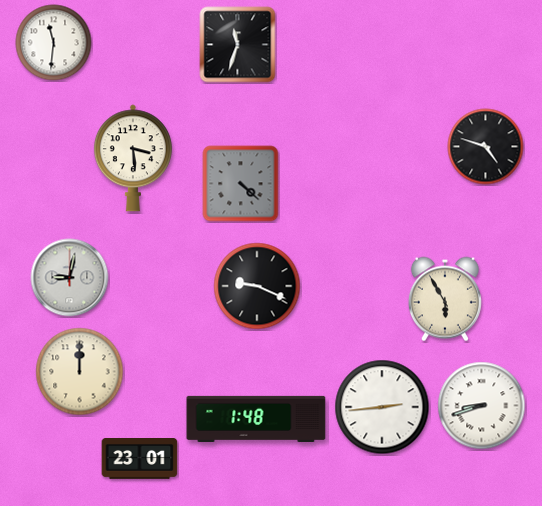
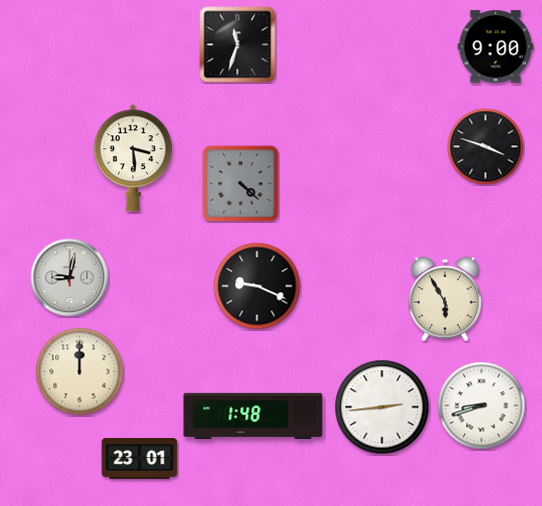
clock at (54, 43): 11:31 -> none
clock at (496, 47): none -> 9:00
clock at (486, 147): 4:48 -> 3:48
clock at (256, 419) position: (256, 419) -> (253, 416)
